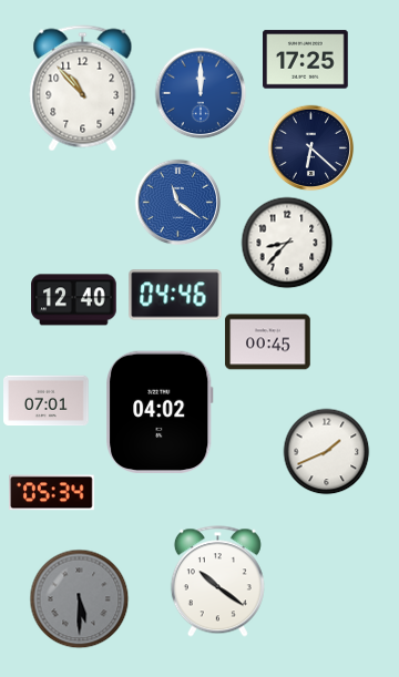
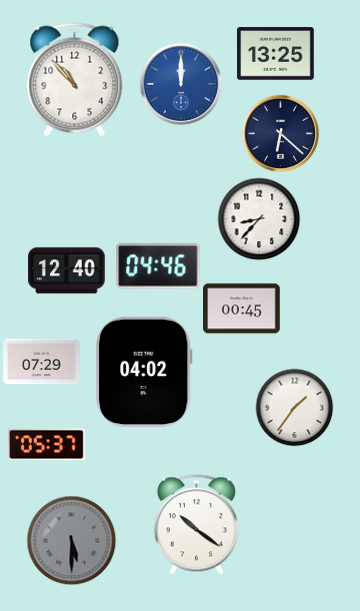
clock at (306, 60): 17:25 -> 13:25
clock at (177, 202): 11:21 -> none
clock at (47, 401): 07:01 -> 07:29
clock at (326, 451): 1:41 -> 1:36
clock at (52, 493): 05:34 -> 05:37
